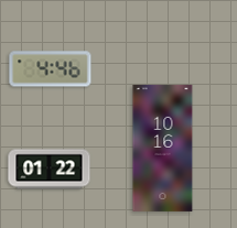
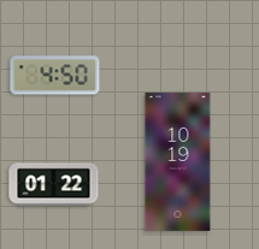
clock at (51, 69): 4:46 -> 4:50
clock at (163, 148): 10:16 -> 10:19
